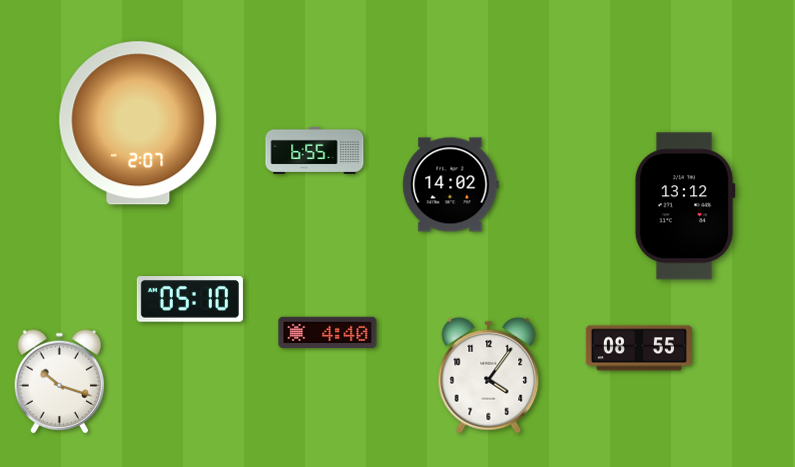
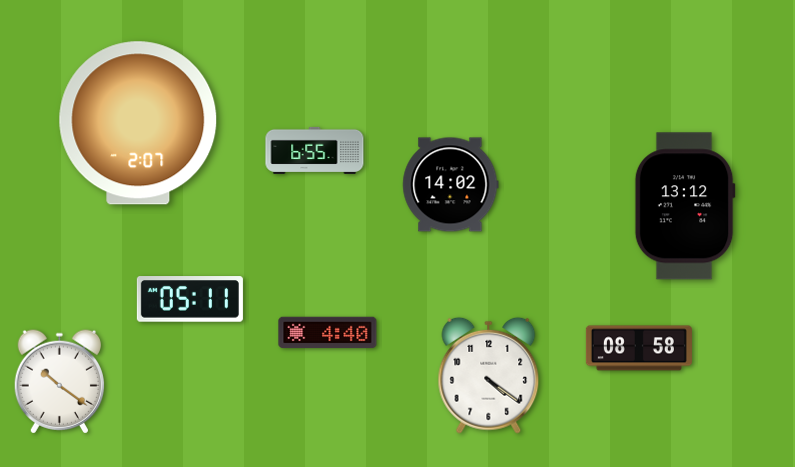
clock at (190, 299): 05:10 -> 05:11
clock at (639, 348): 08:55 -> 08:58
clock at (489, 375): 4:06 -> 4:21
clock at (59, 382): 10:18 -> 10:21
